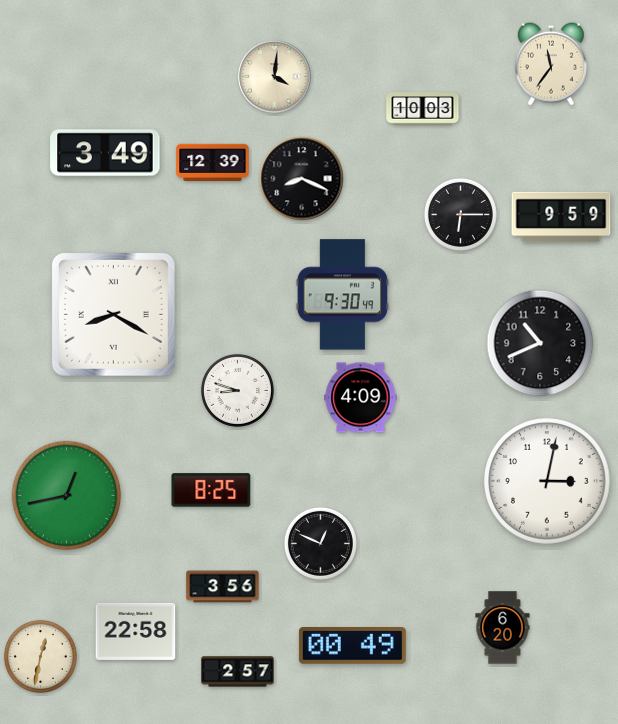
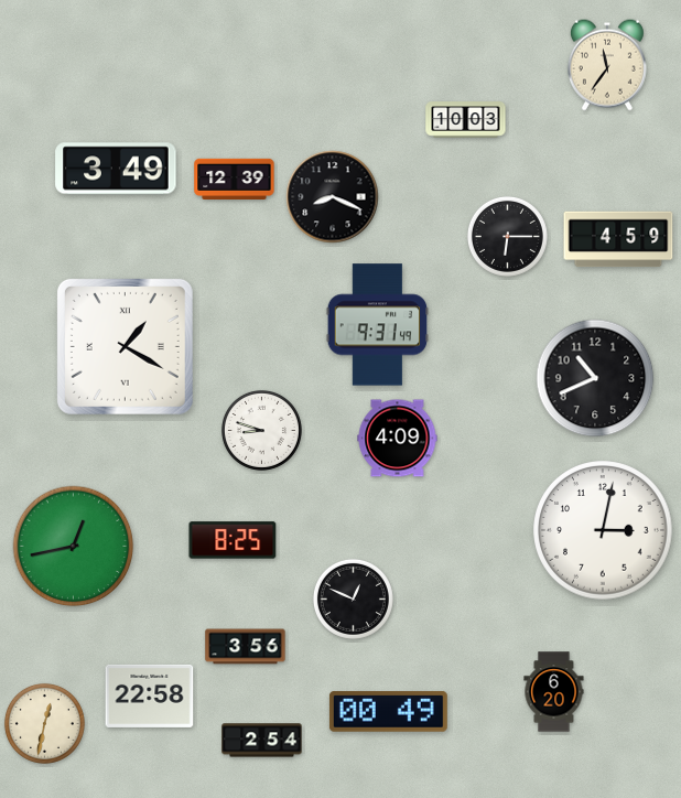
clock at (551, 64) position: (551, 64) -> (607, 65)
clock at (275, 77): 4:01 -> none
clock at (561, 217): 9:59 -> 4:59
clock at (343, 295): 9:30 -> 9:31
clock at (113, 314): 8:20 -> 1:20
clock at (238, 672): 2:57 -> 2:54
